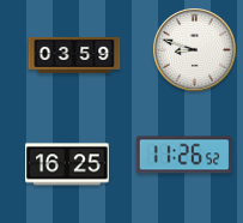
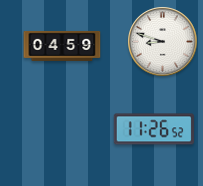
clock at (74, 55): 03:59 -> 04:59
clock at (68, 164): 16:25 -> none
